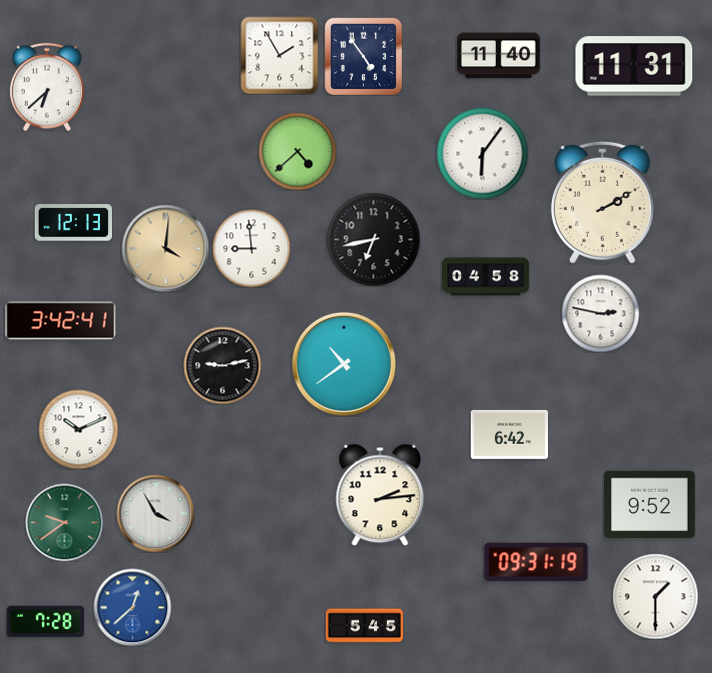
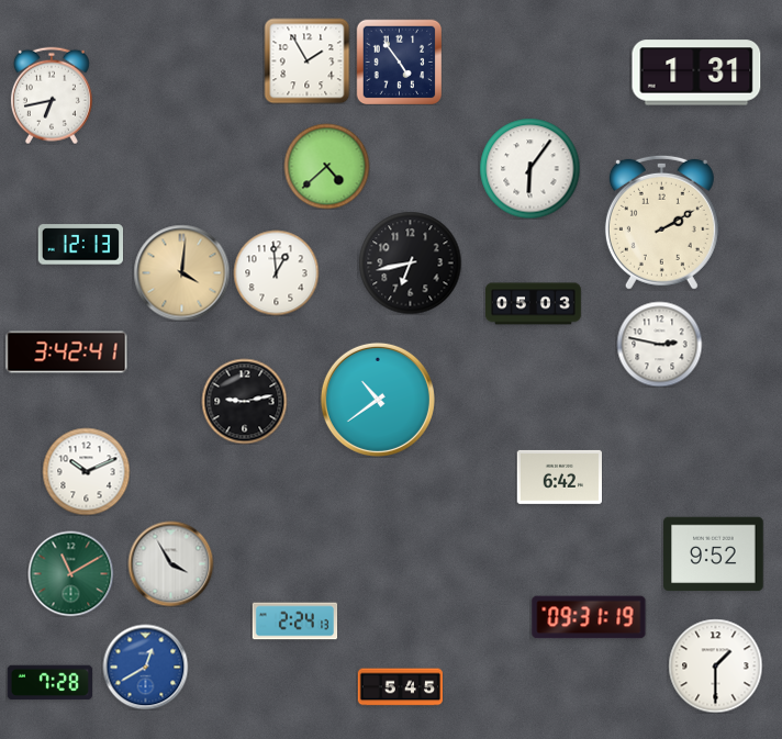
clock at (498, 56): 11:40 -> none
clock at (634, 66): 11:31 -> 1:31
clock at (47, 87): 6:38 -> 6:43
clock at (251, 248): 8:59 -> 12:59
clock at (486, 277): 04:58 -> 05:03
clock at (380, 495): 2:14 -> none
clock at (64, 522): 9:39 -> 11:10
clock at (294, 622): none -> 2:24
clock at (655, 596) position: (655, 596) -> (715, 665)
clock at (132, 607): 12:38 -> 12:40
